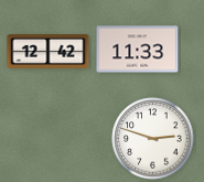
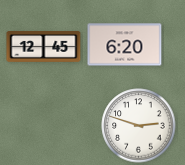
clock at (138, 50): 11:33 -> 6:20
clock at (49, 52): 12:42 -> 12:45
